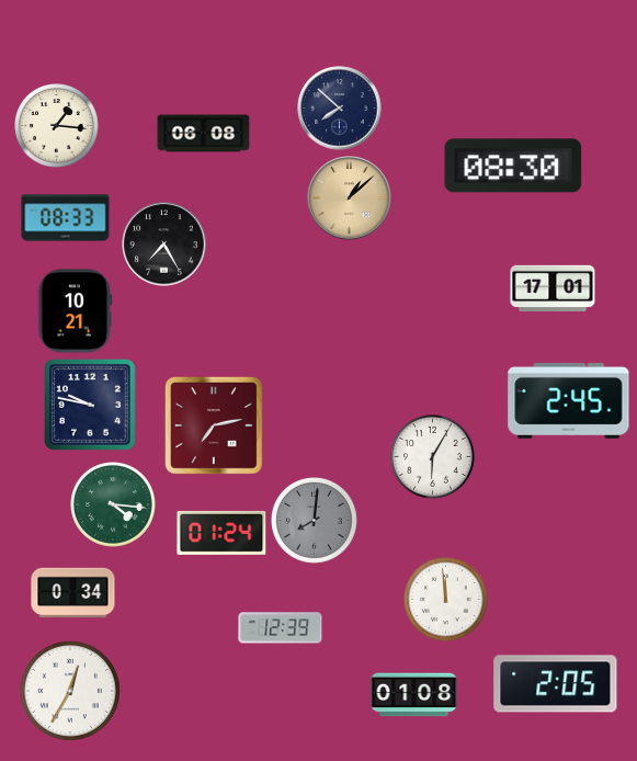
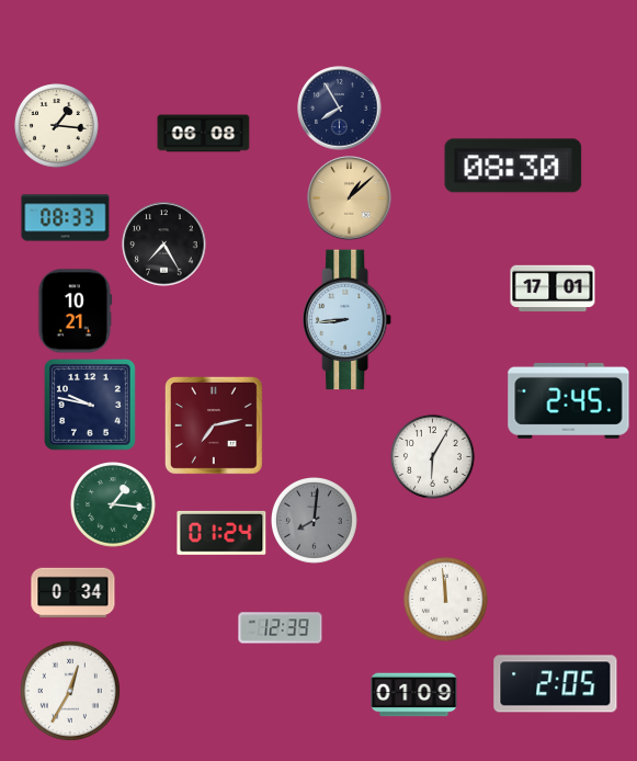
clock at (340, 109): 7:52 -> 7:55
clock at (349, 320): none -> 8:44
clock at (114, 506): 4:16 -> 1:16
clock at (414, 695): 01:08 -> 01:09
